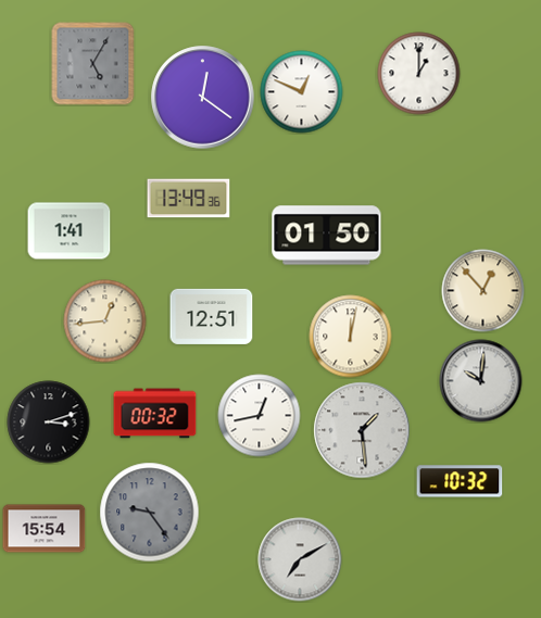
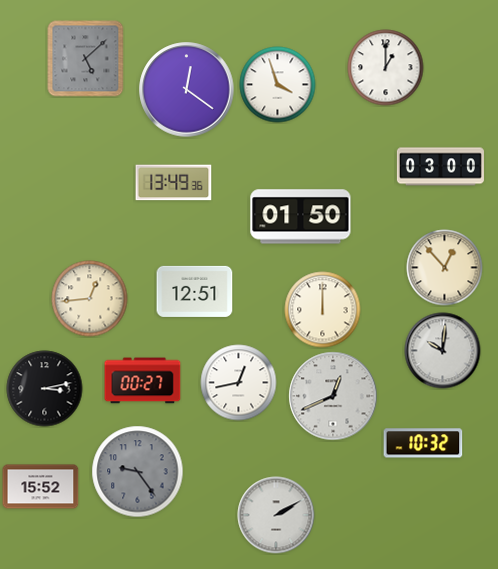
clock at (93, 64): 5:05 -> 5:08
clock at (302, 92): 12:49 -> 3:57
clock at (440, 167): none -> 03:00
clock at (70, 231): 1:41 -> none
clock at (105, 321) position: (105, 321) -> (90, 299)
clock at (351, 337): 12:02 -> 12:00
clock at (155, 414): 00:32 -> 00:27
clock at (49, 422): 3:12 -> 3:13
clock at (362, 430): 1:29 -> 12:41
clock at (45, 529): 15:54 -> 15:52
clock at (300, 559): 7:10 -> 2:10
